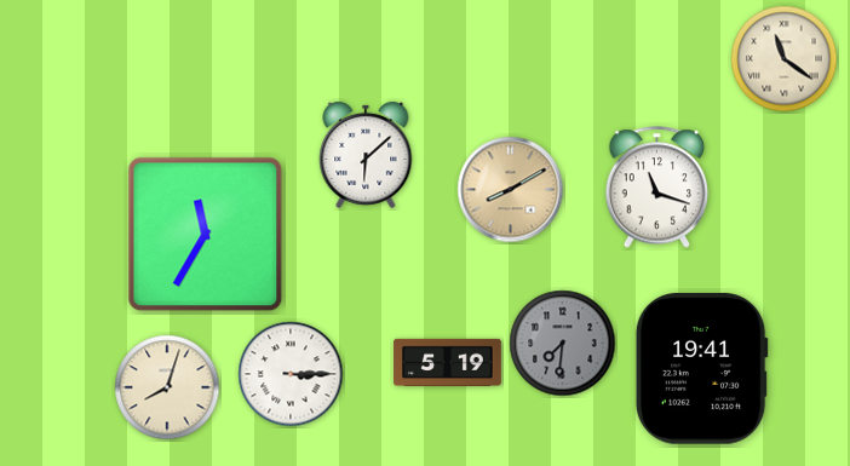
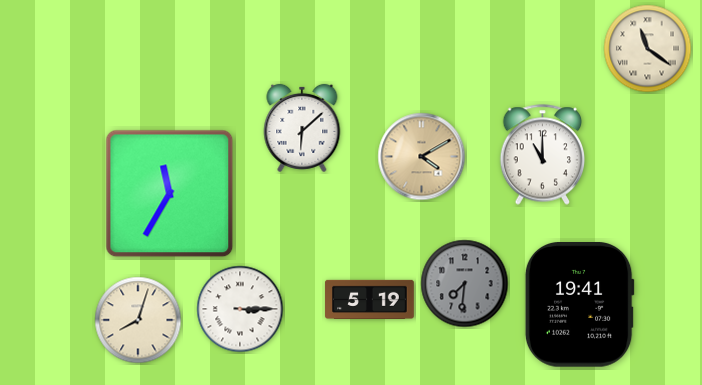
clock at (657, 188): 11:18 -> 11:00
clock at (511, 190): 8:10 -> 4:10
